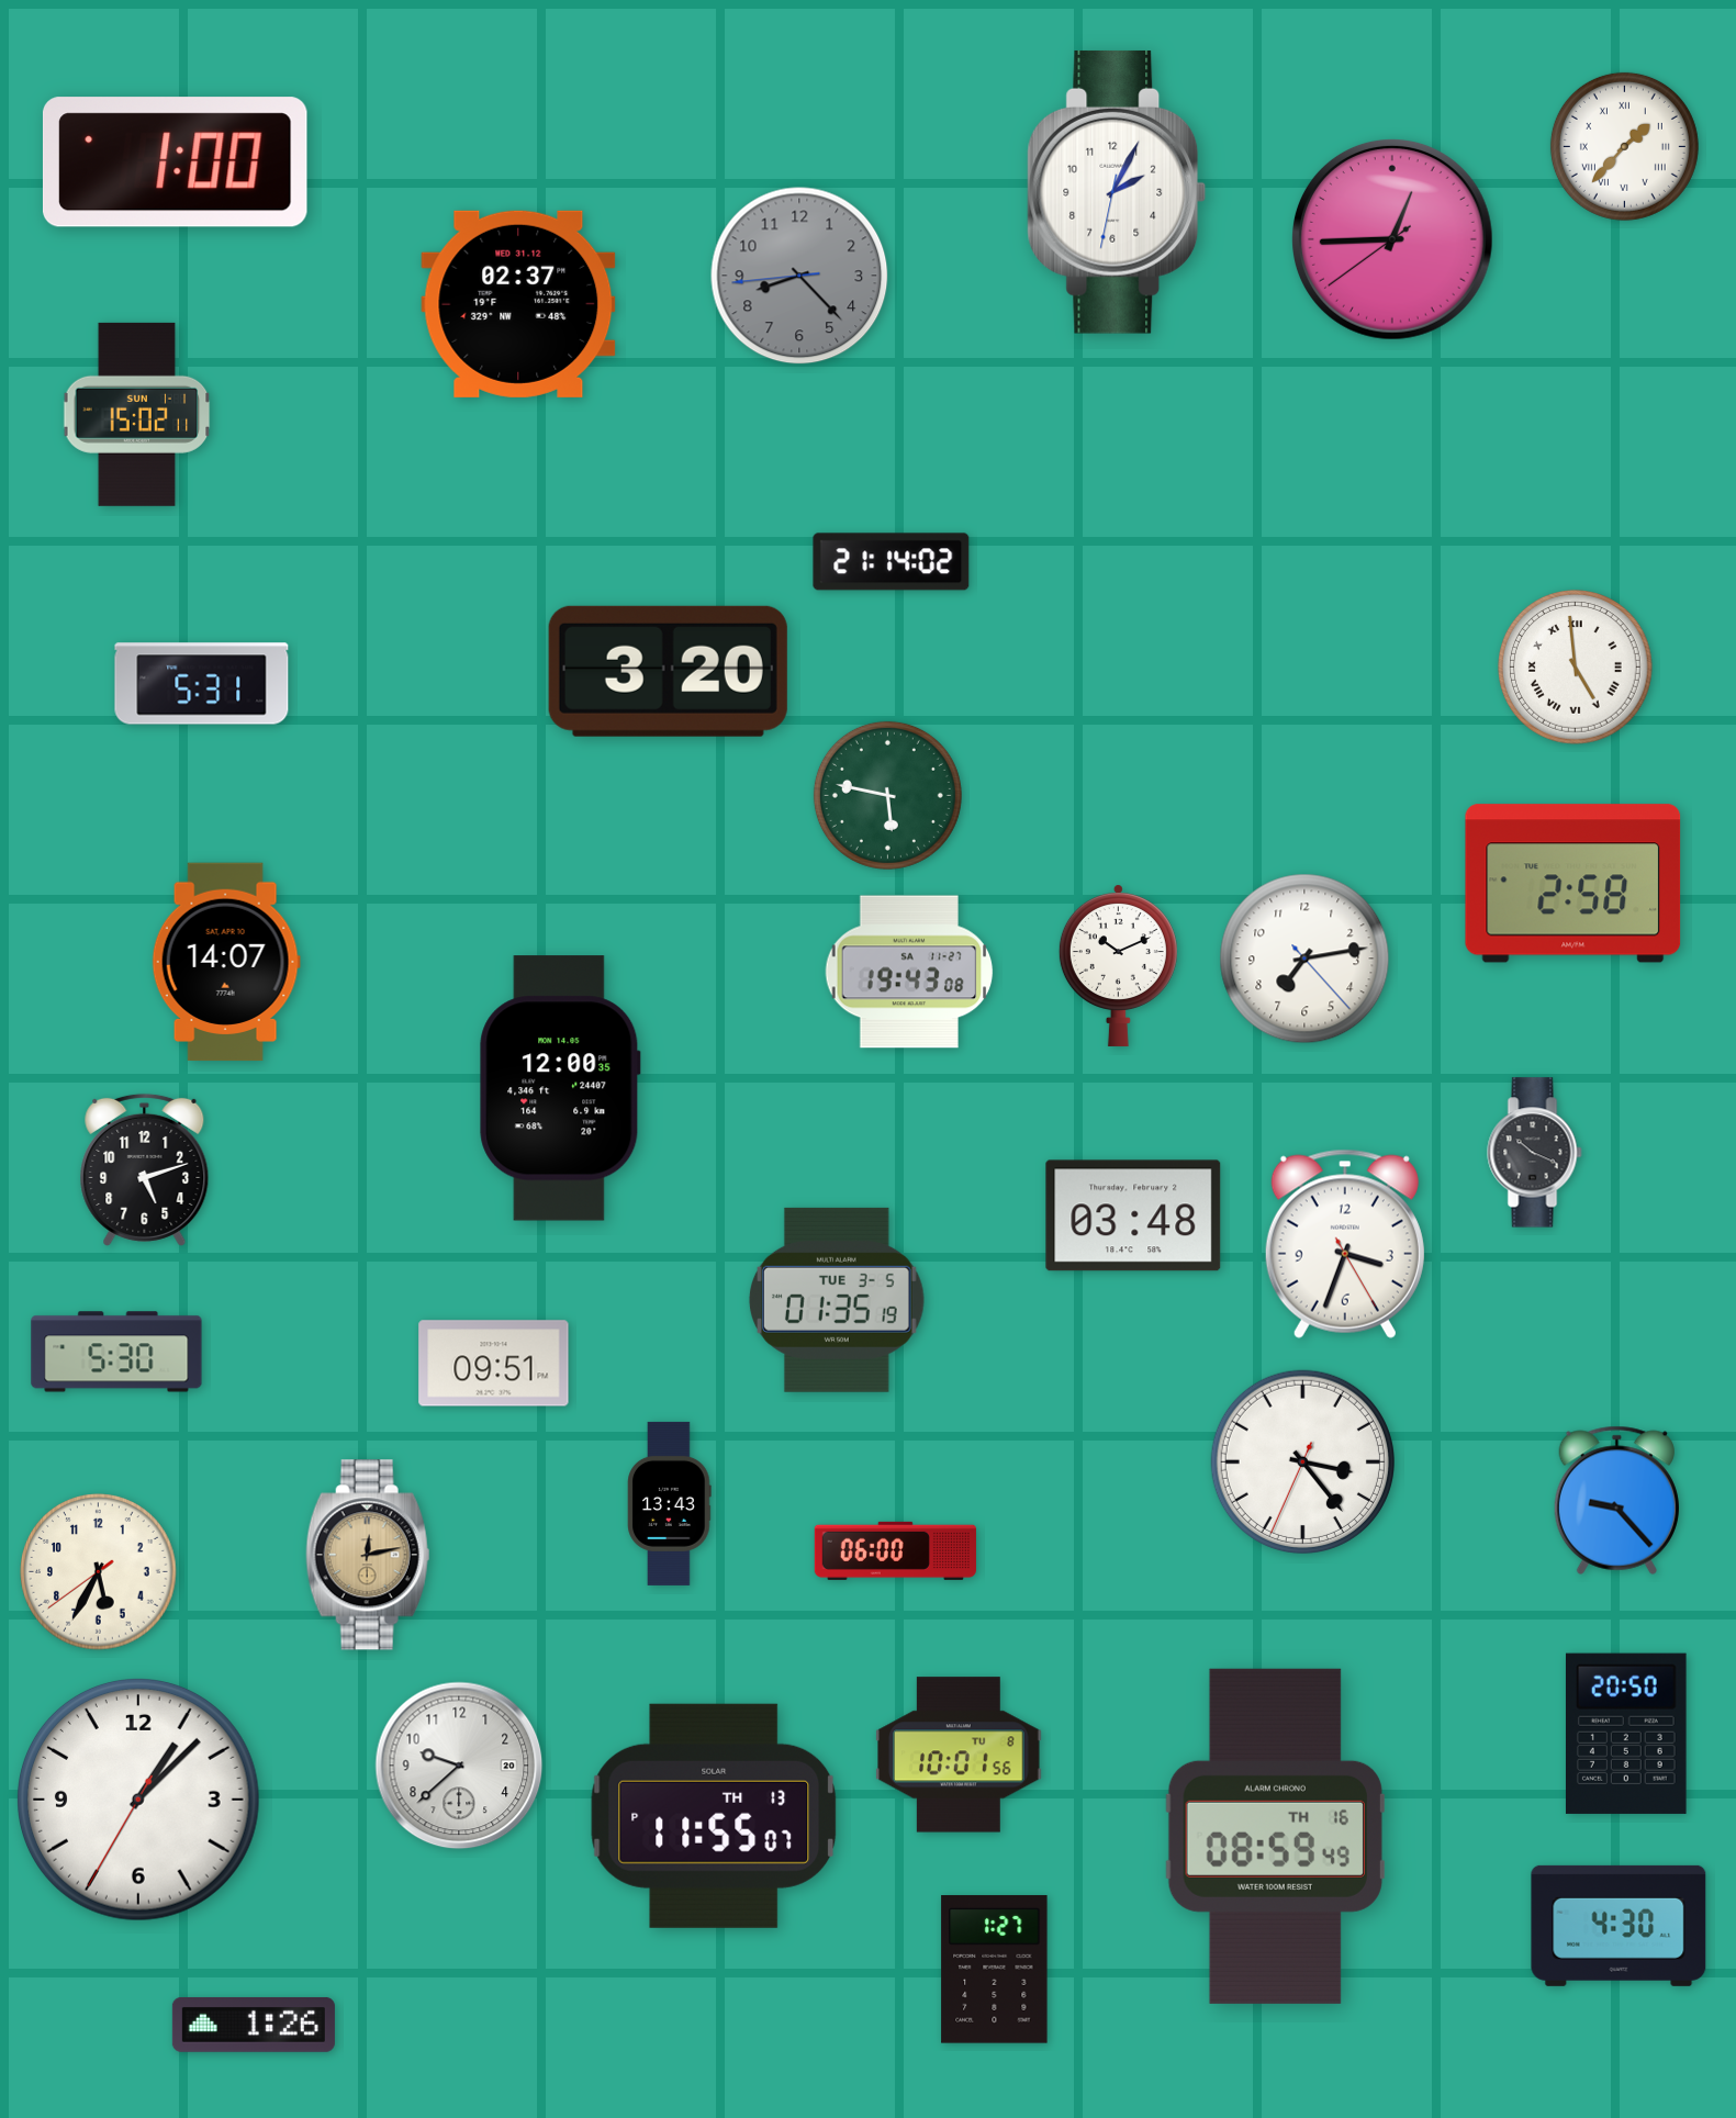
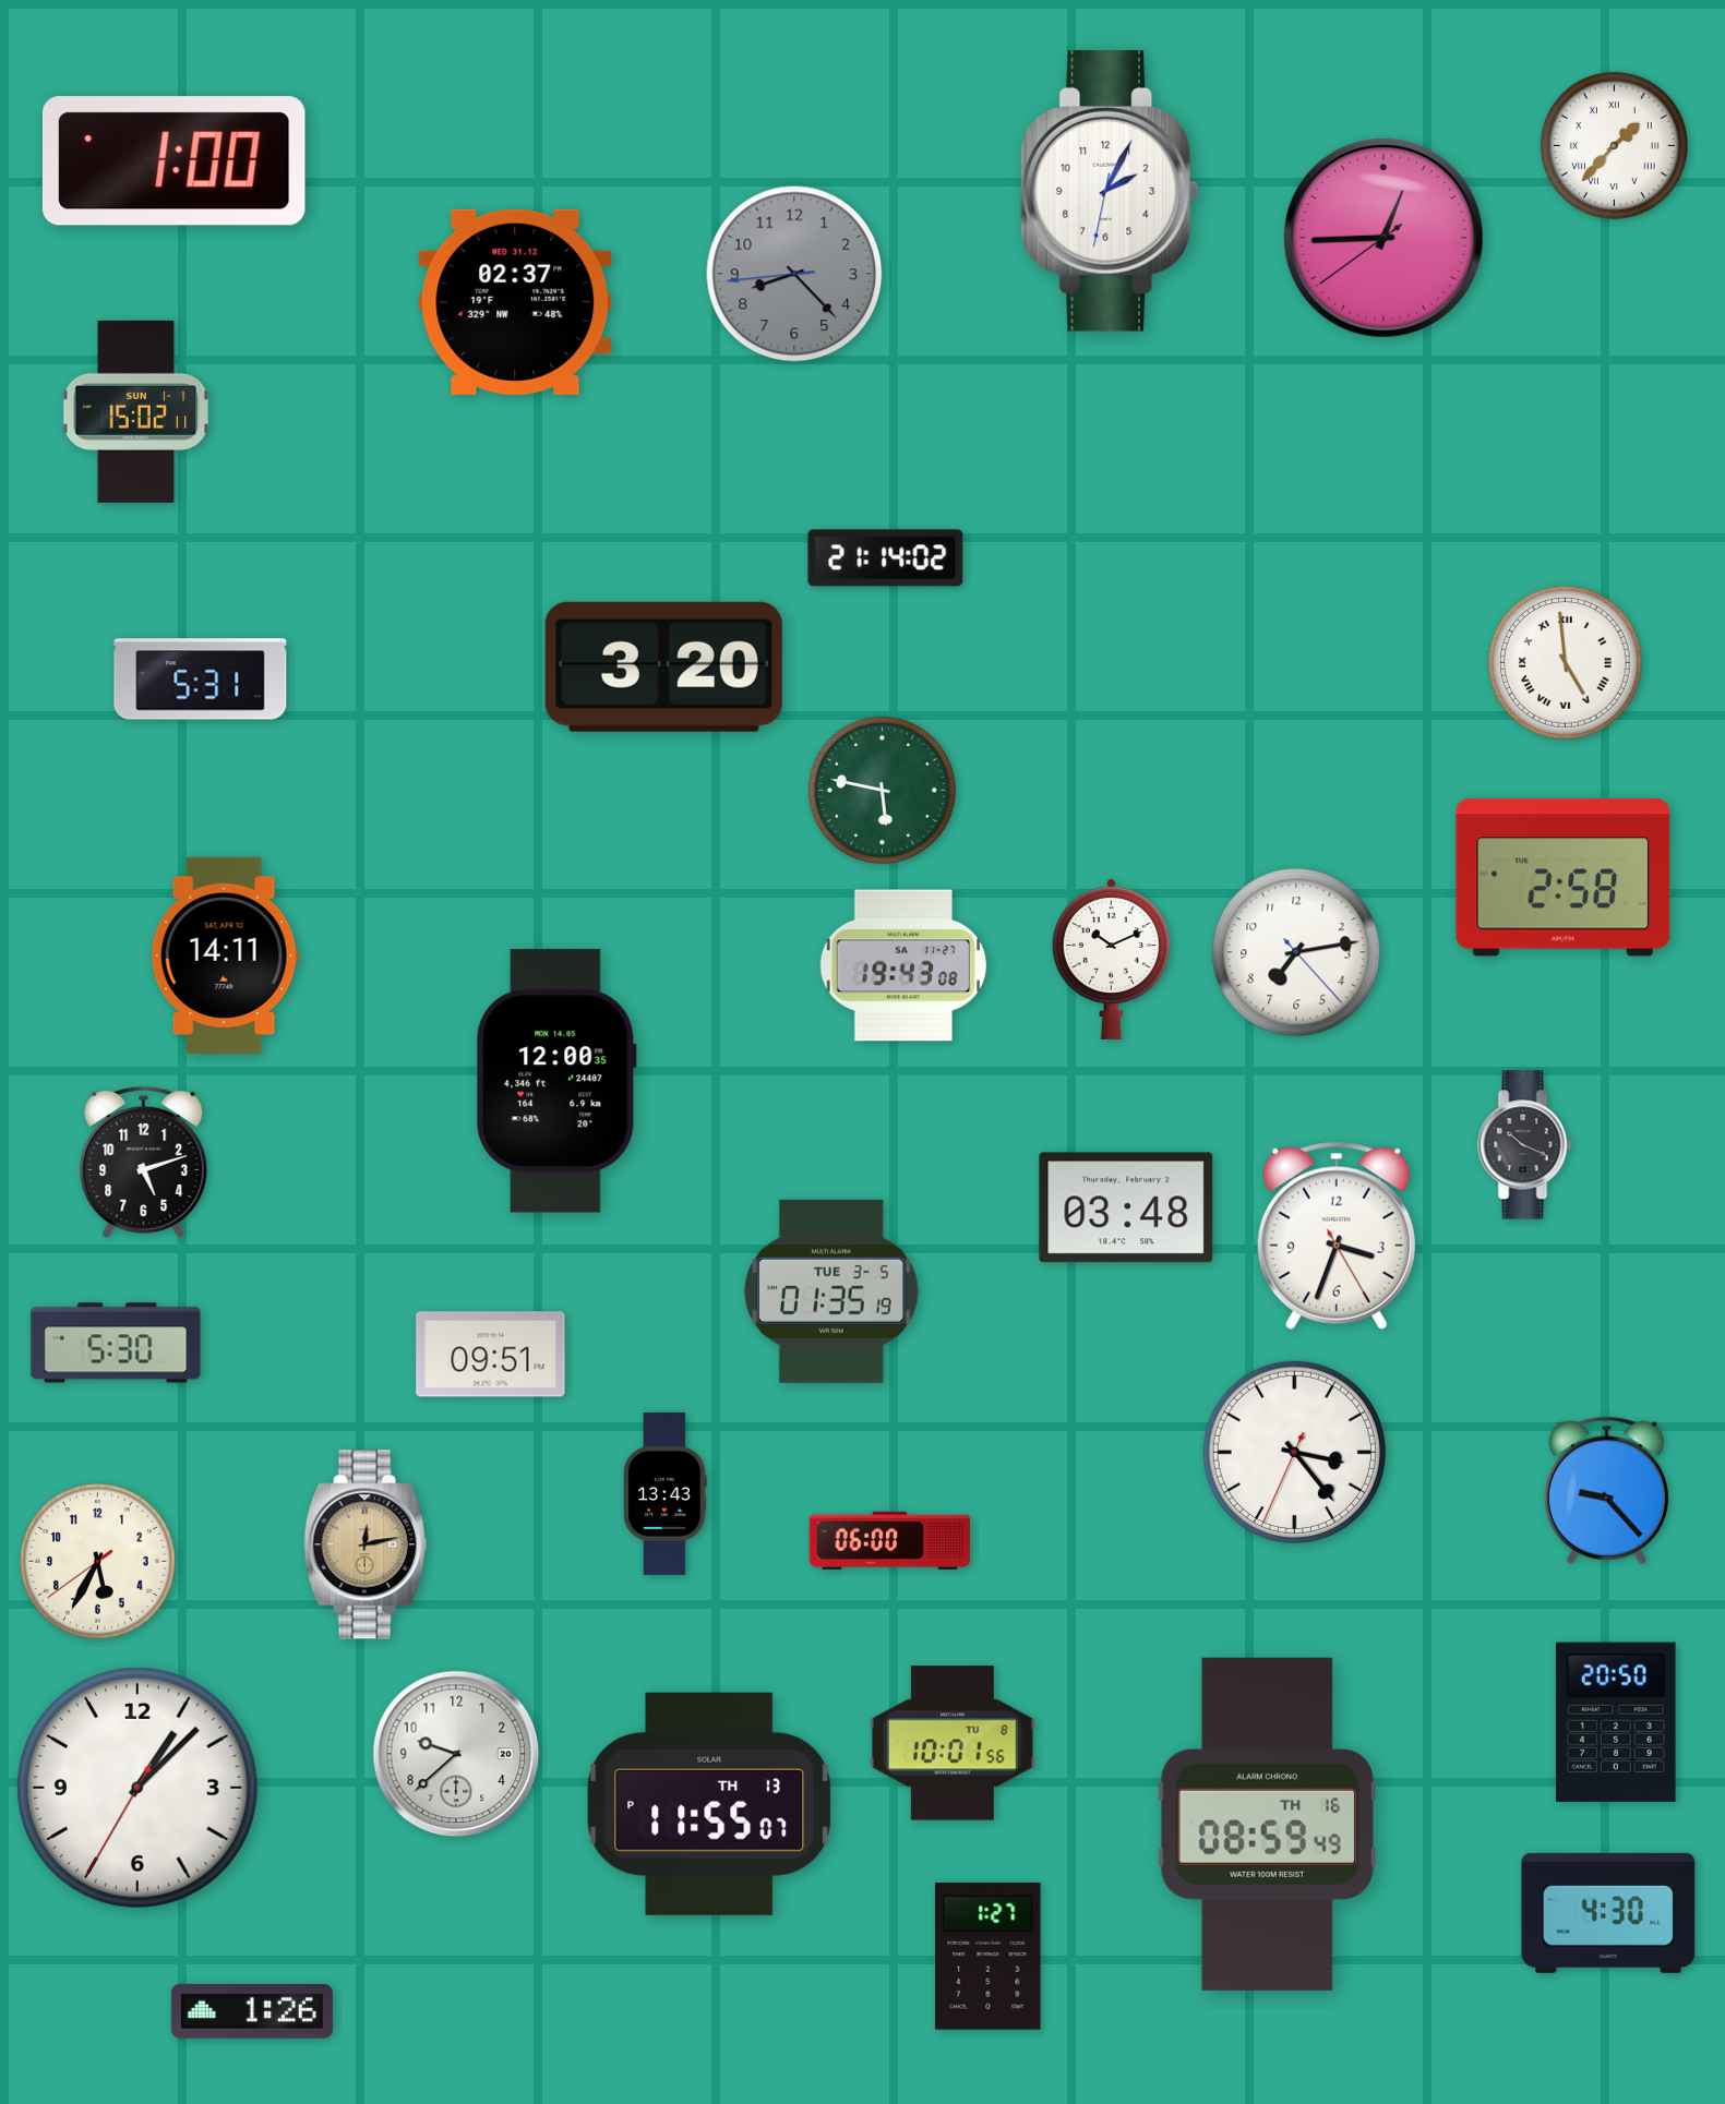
clock at (226, 962): 14:07 -> 14:11
